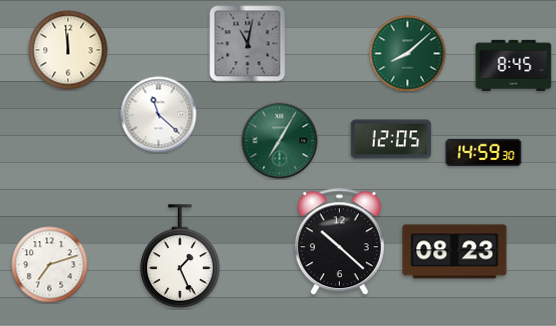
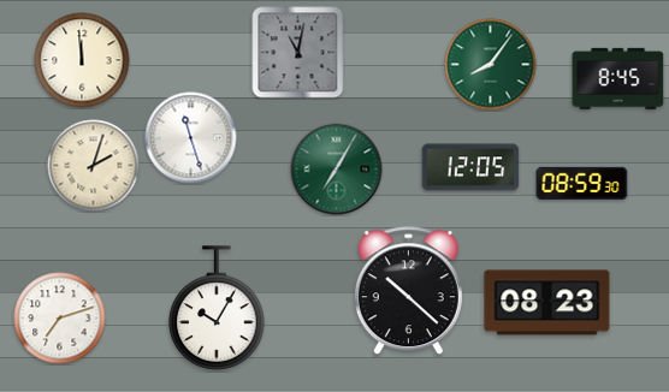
clock at (408, 54): 8:08 -> 8:06
clock at (159, 115): 11:22 -> 11:27
clock at (94, 166): none -> 2:03
clock at (484, 152): 14:59 -> 08:59
clock at (180, 256): 1:26 -> 10:05
